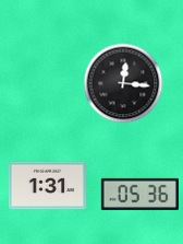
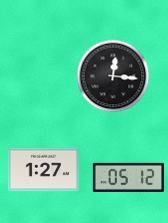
clock at (47, 186): 1:31 -> 1:27
clock at (139, 194): 05:36 -> 05:12
